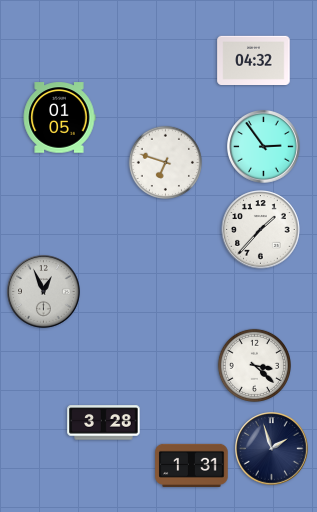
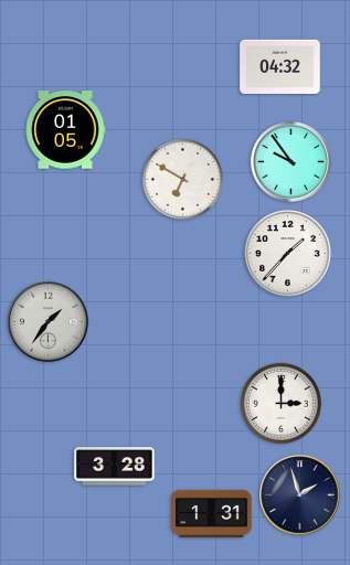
clock at (264, 147): 2:54 -> 9:54
clock at (165, 162): 6:48 -> 6:50
clock at (44, 292): 12:56 -> 1:36
clock at (254, 365): 3:22 -> 3:00
